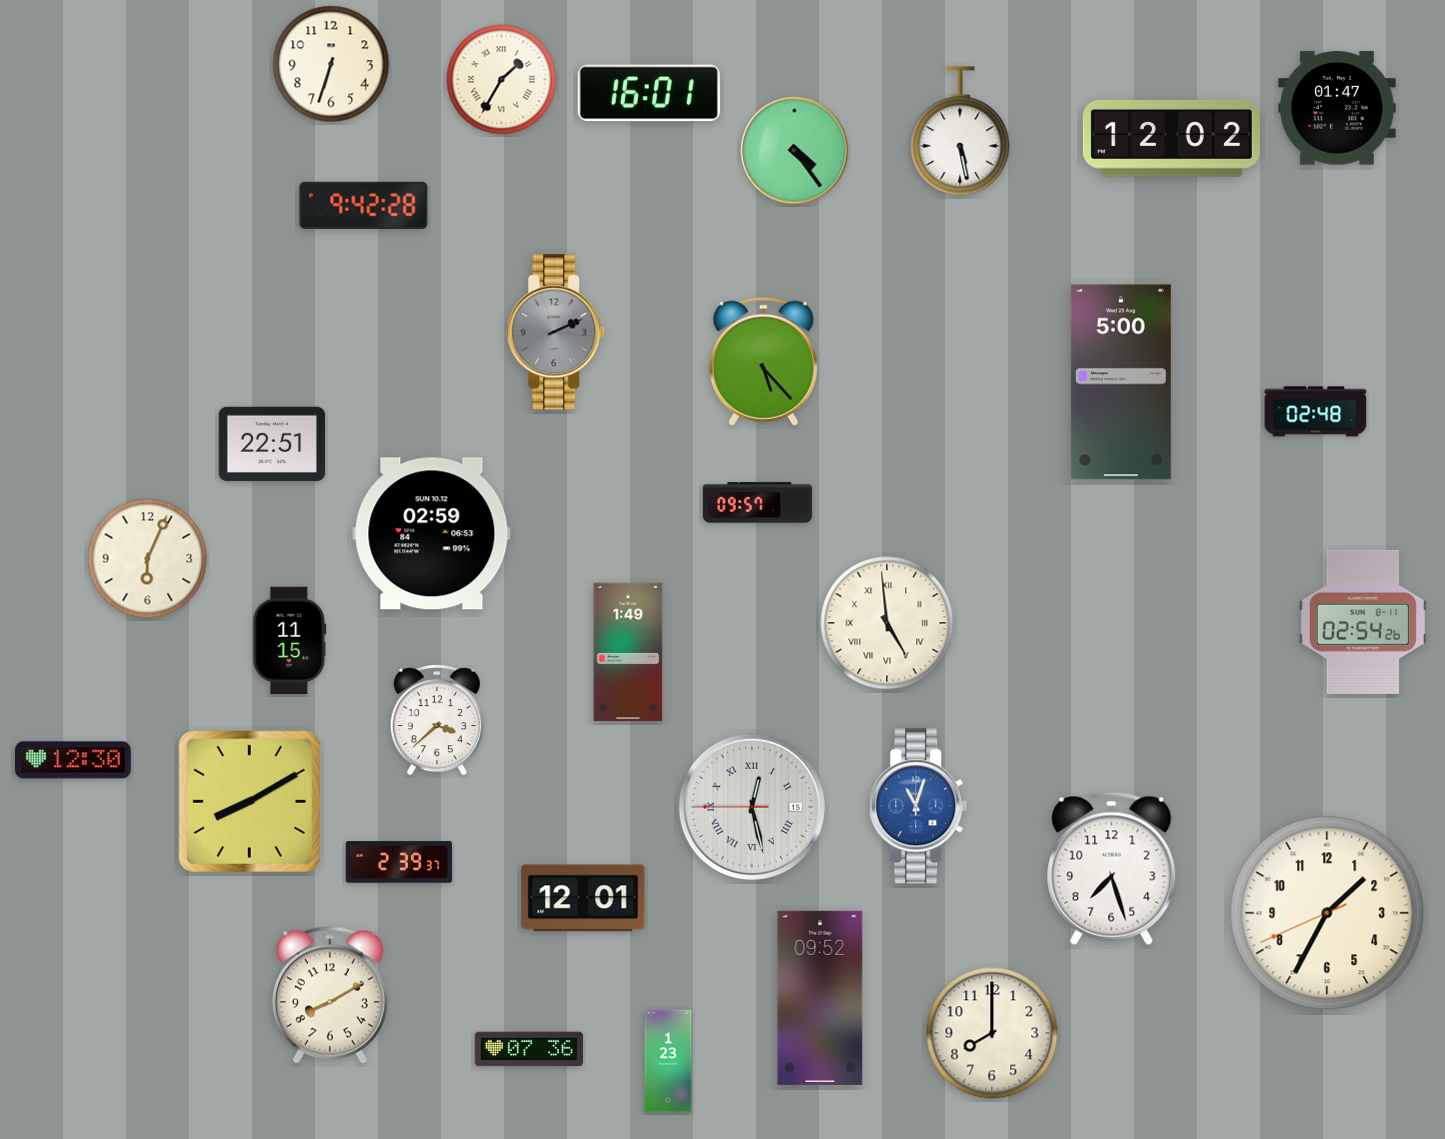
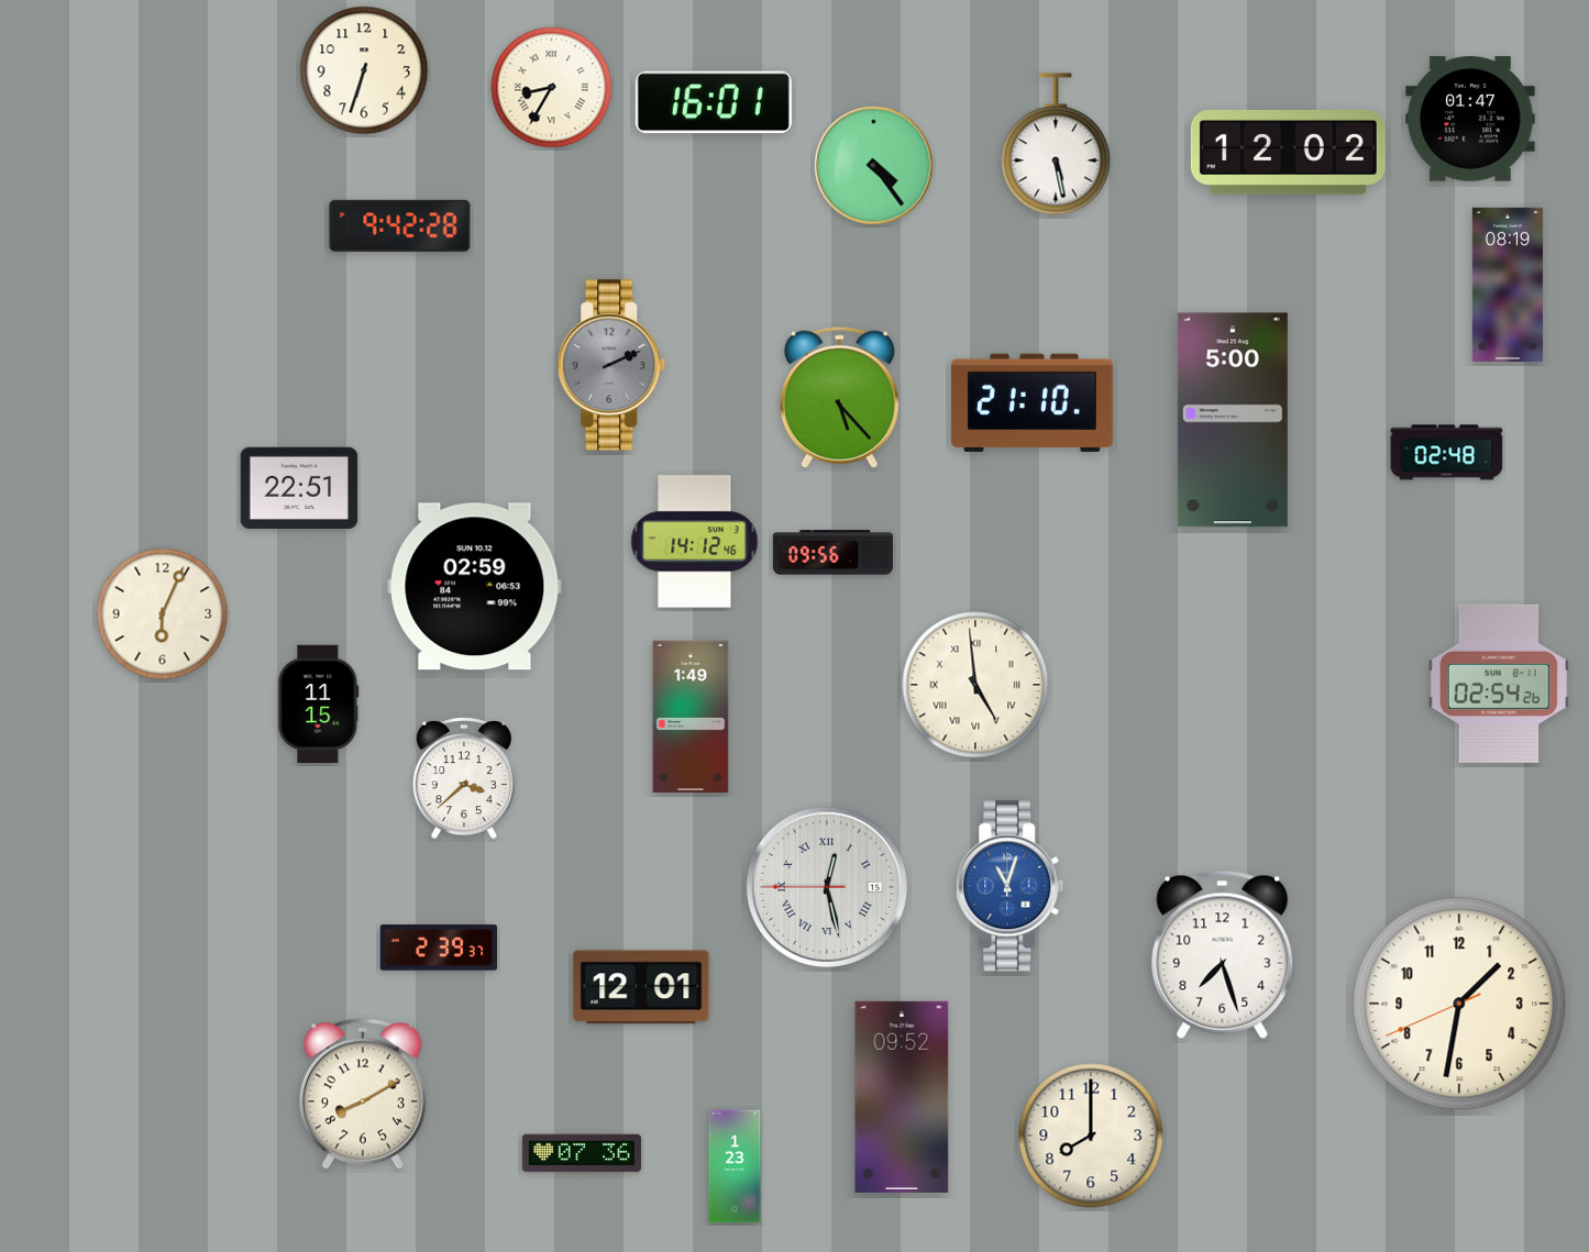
clock at (502, 80): 1:35 -> 8:35
clock at (1508, 284): none -> 08:19
clock at (1031, 402): none -> 21:10
clock at (695, 542): none -> 14:12
clock at (757, 503): 09:57 -> 09:56
clock at (437, 720) position: (437, 720) -> (464, 778)
clock at (74, 760): 12:30 -> none
clock at (249, 801): 8:10 -> none
clock at (1327, 913): 1:34 -> 1:31
